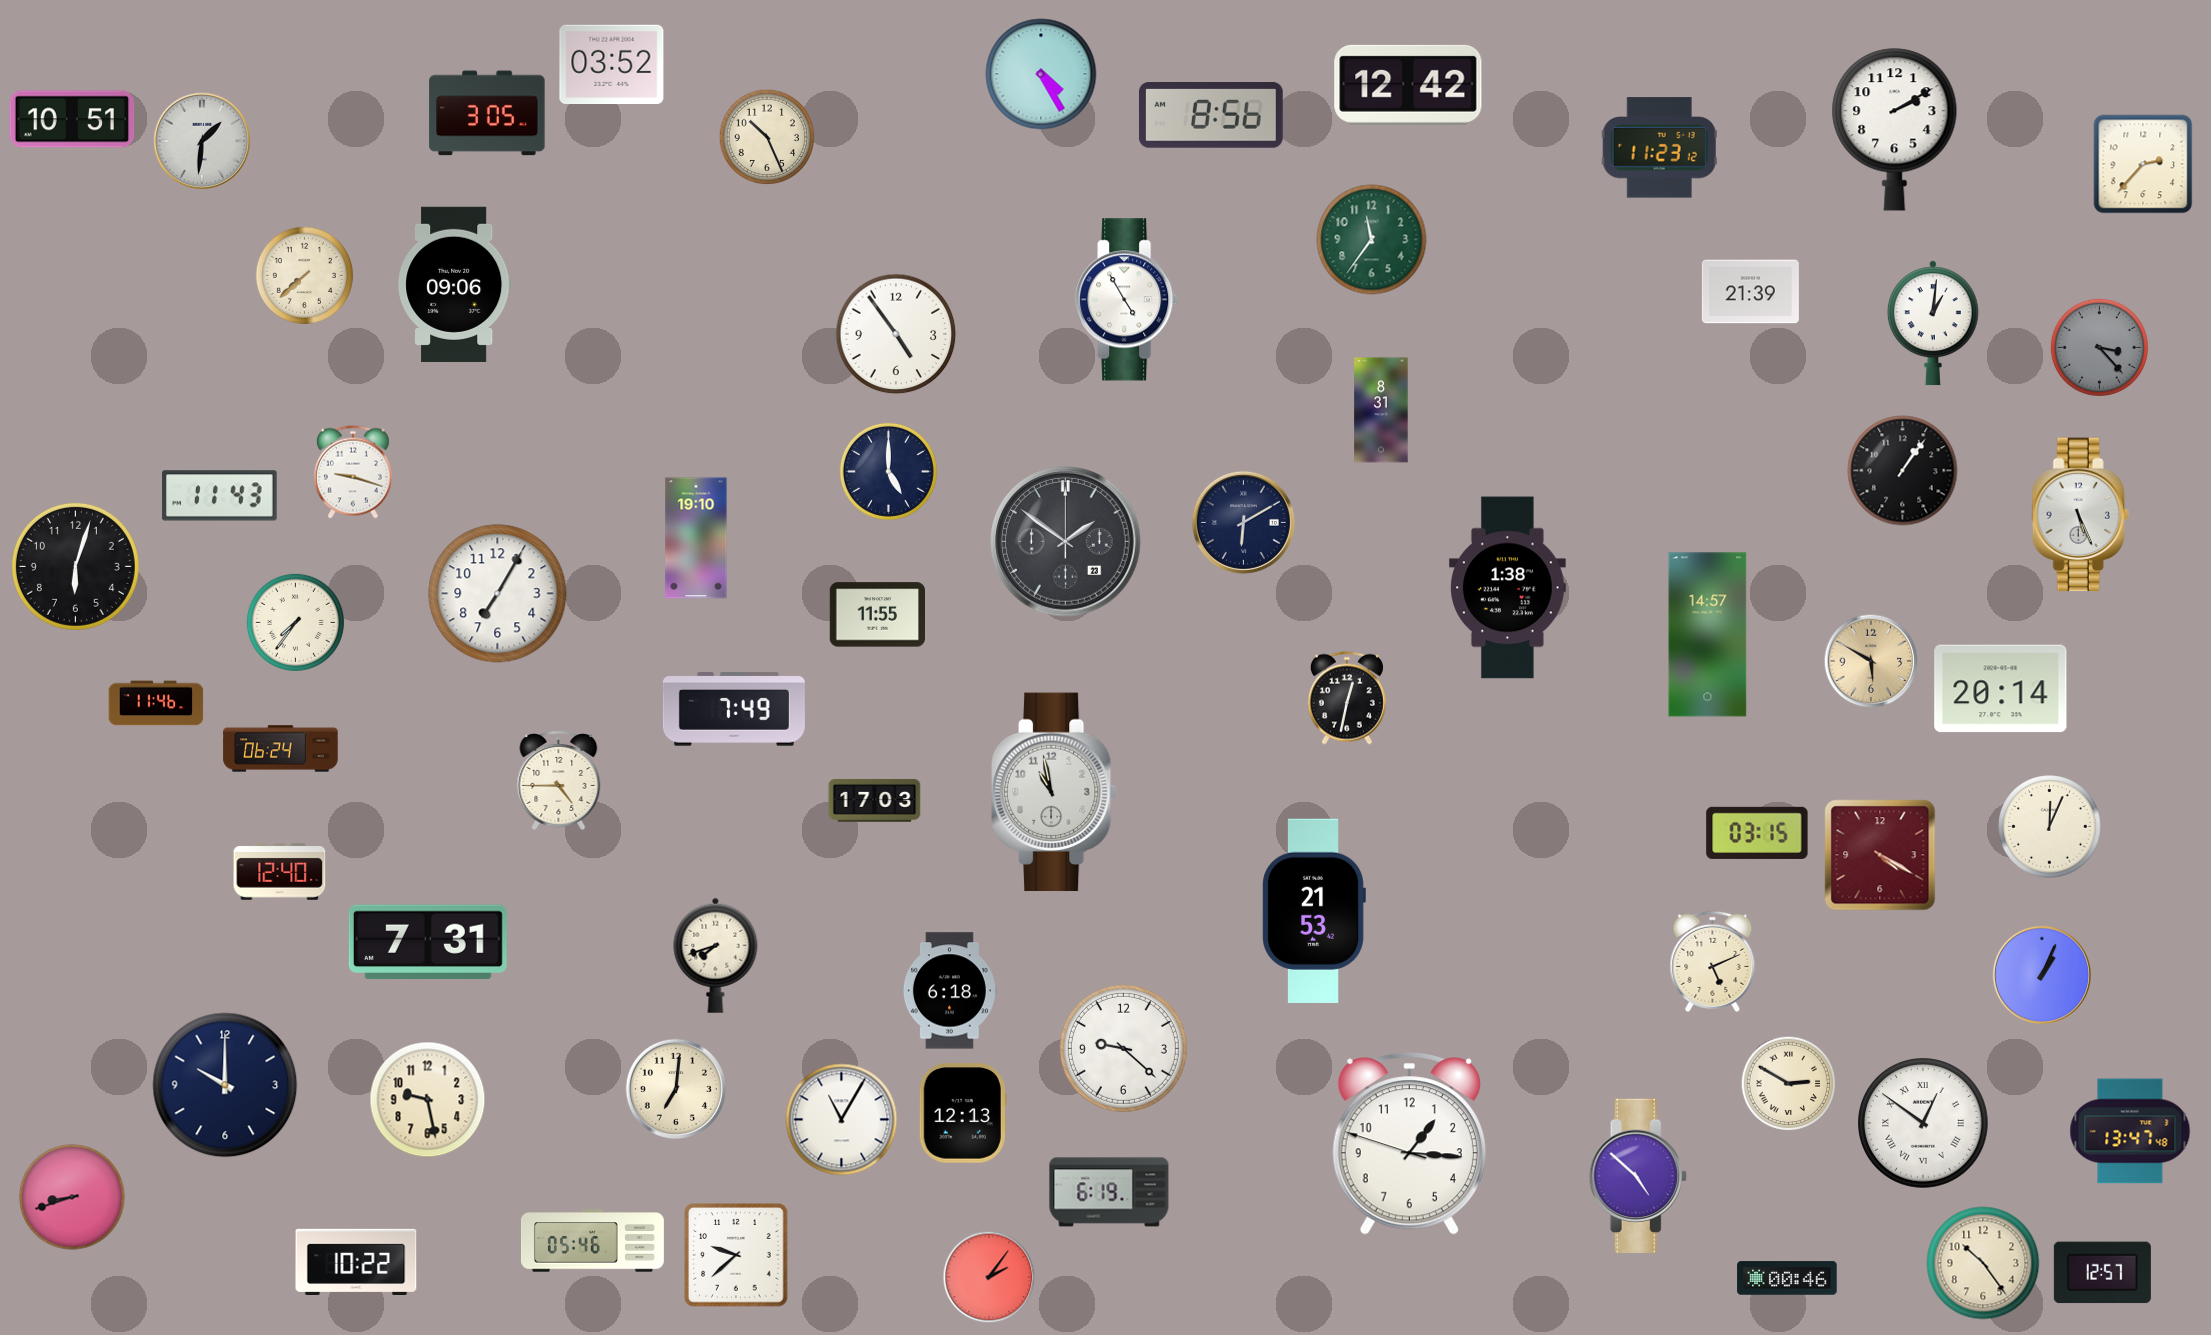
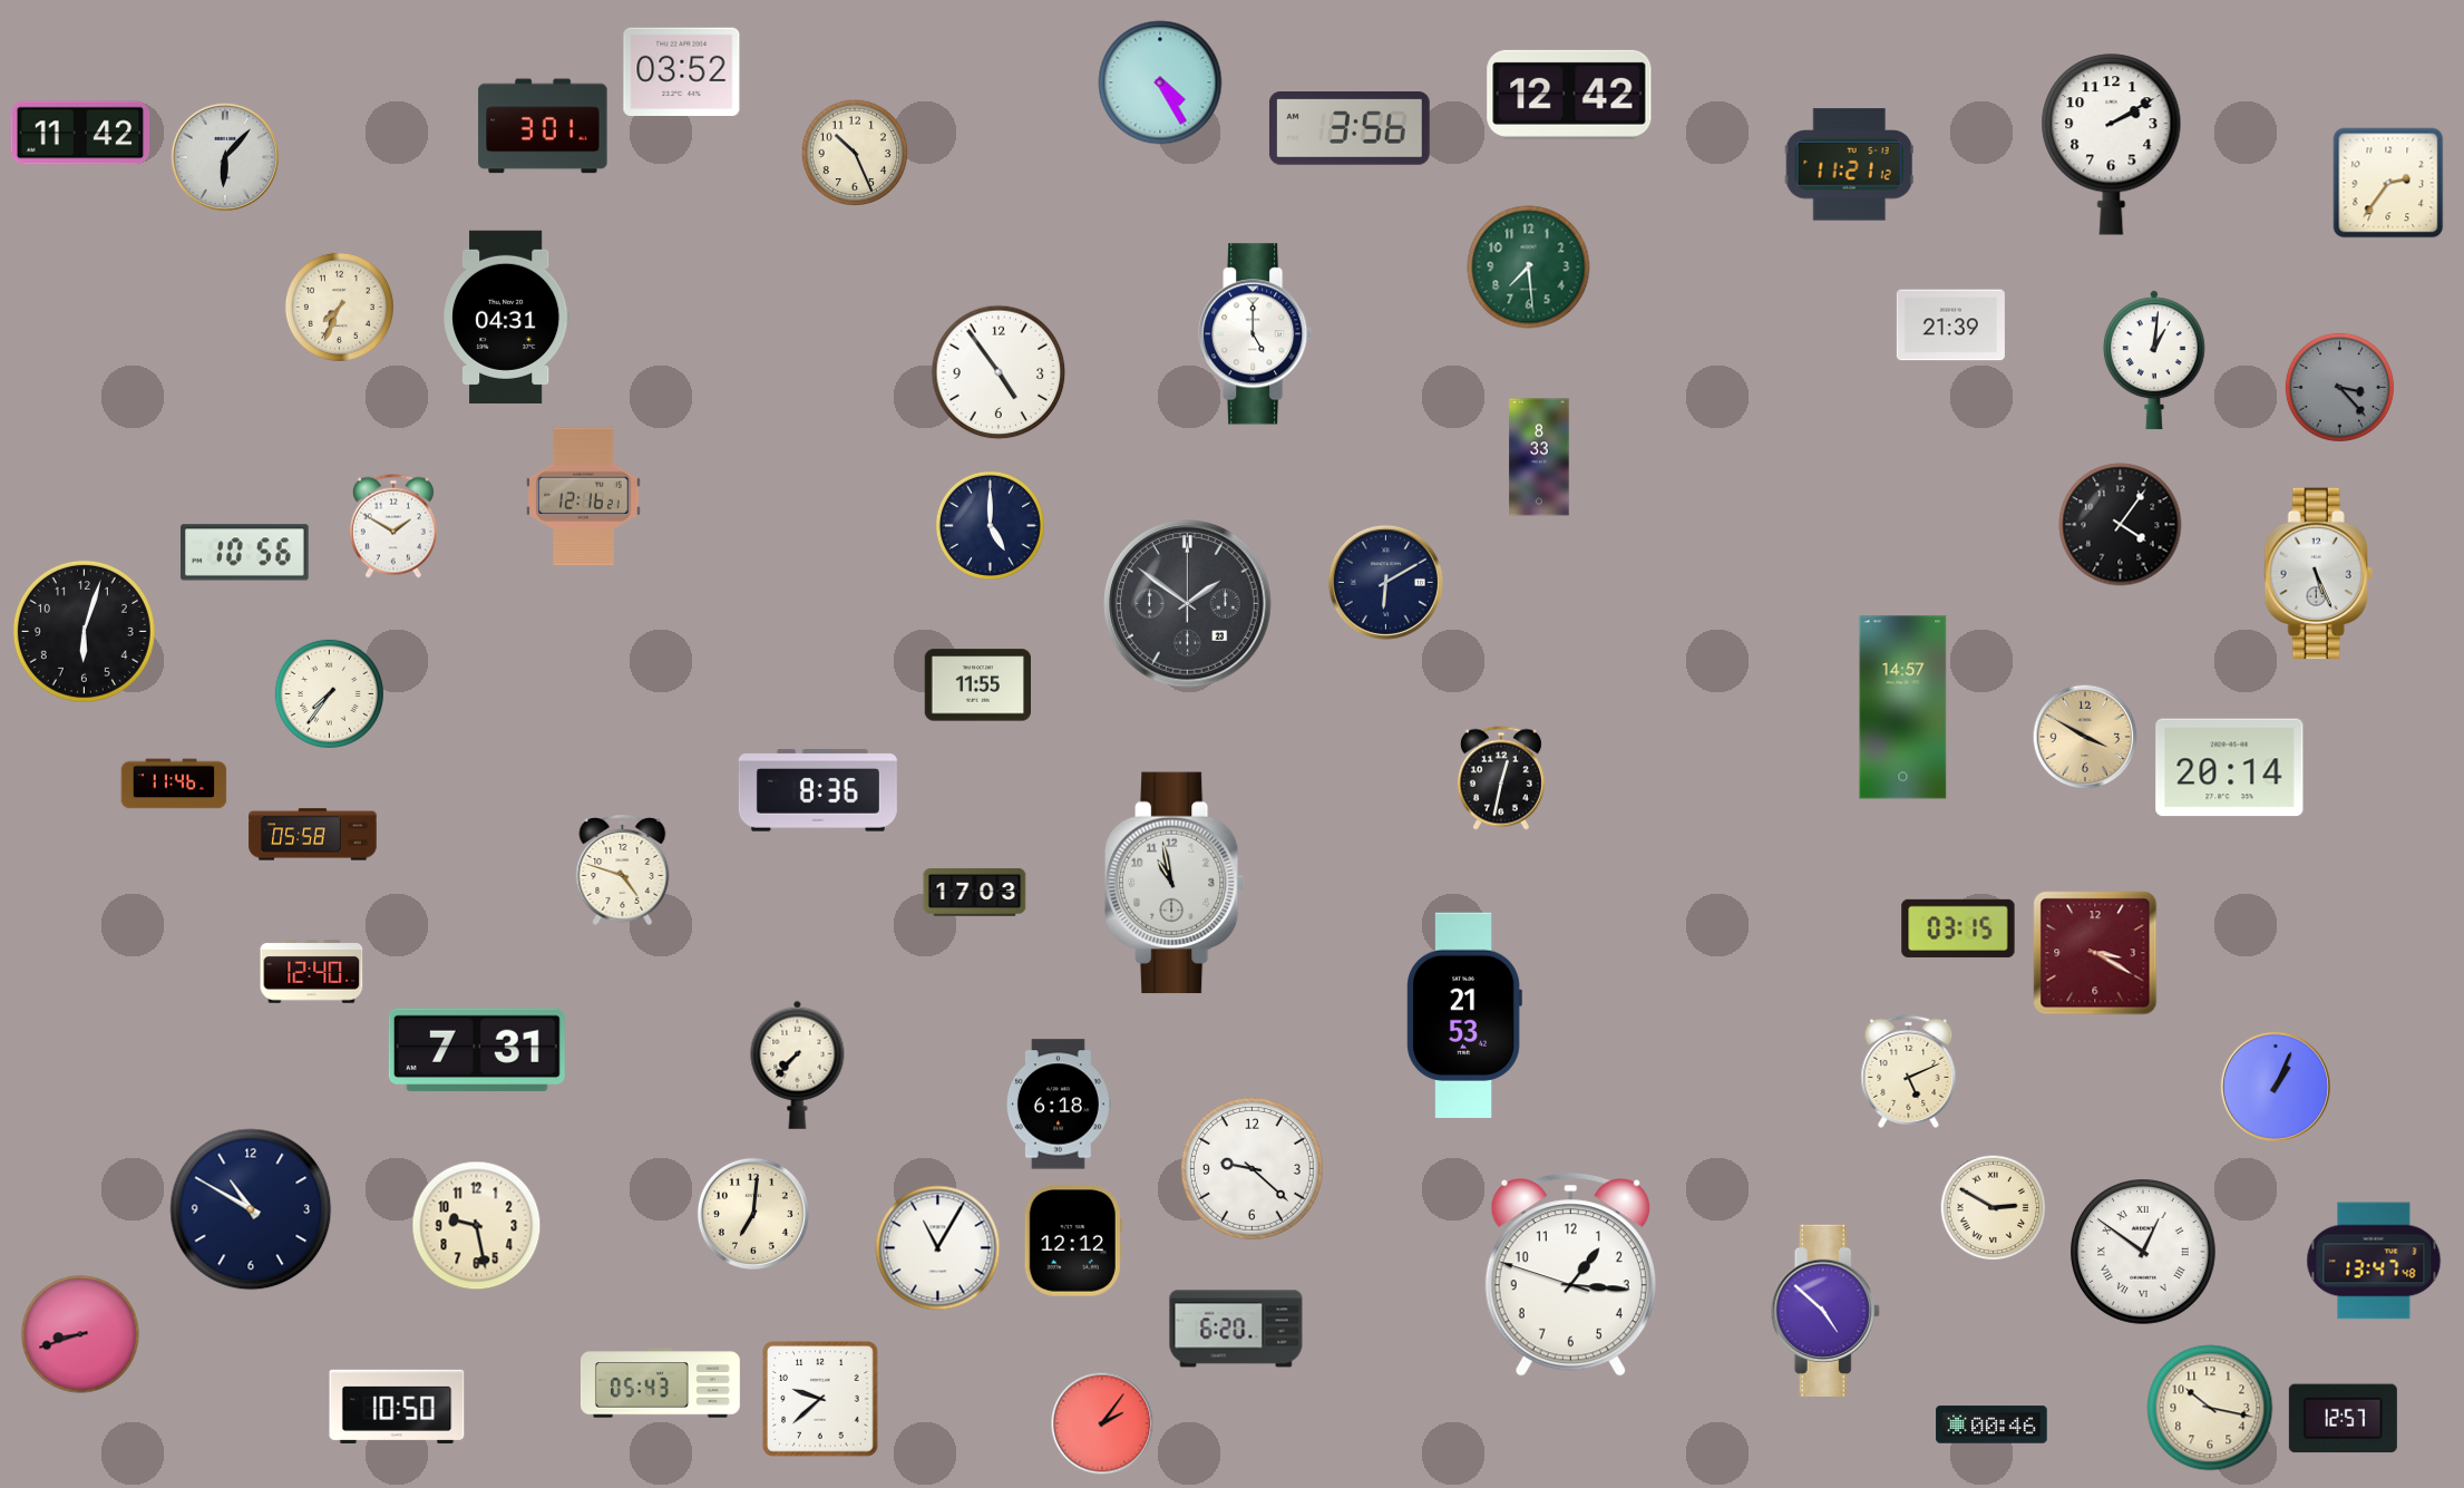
clock at (487, 113): 3:05 -> 3:01
clock at (1211, 116): 8:56 -> 3:56
clock at (72, 119): 10:51 -> 11:42
clock at (202, 141): 1:31 -> 6:07
clock at (1659, 148): 11:23 -> 11:21
clock at (2143, 164): 2:37 -> 2:36
clock at (1372, 240): 11:36 -> 7:29
clock at (304, 275): 7:38 -> 7:34
clock at (455, 284): 09:06 -> 04:31
clock at (1127, 300): 4:55 -> 5:00
clock at (1381, 410): 8:31 -> 8:33
clock at (584, 497): none -> 12:16
clock at (1903, 471): 1:06 -> 4:06
clock at (353, 472): 9:18 -> 1:50
clock at (220, 496): 11:43 -> 10:56
clock at (696, 538): 19:10 -> none
clock at (1508, 588): 1:38 -> none
clock at (498, 594): 7:05 -> none
clock at (1871, 661): 5:50 -> 3:50
clock at (734, 709): 7:49 -> 8:36
clock at (281, 749): 06:24 -> 05:58
clock at (559, 781): 4:45 -> 4:48
clock at (2050, 827): 12:04 -> none
clock at (1880, 855): 4:20 -> 3:20
clock at (716, 955): 7:42 -> 7:37
clock at (225, 1085): 10:00 -> 10:50
clock at (963, 1113): 12:13 -> 12:12
clock at (1109, 1192): 6:19 -> 6:20
clock at (592, 1241): 05:46 -> 05:43
clock at (356, 1261): 10:22 -> 10:50
clock at (1983, 1263): 10:24 -> 10:17
